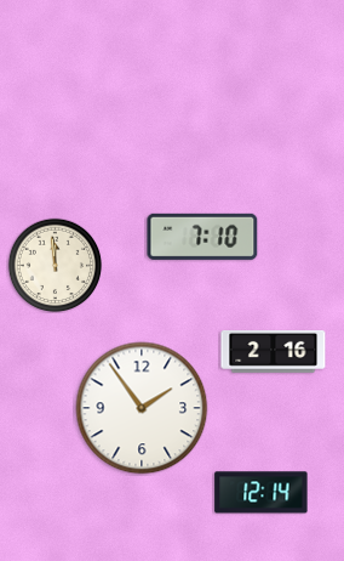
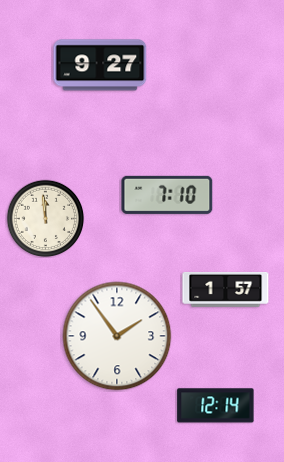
clock at (100, 65): none -> 9:27
clock at (274, 351): 2:16 -> 1:57
